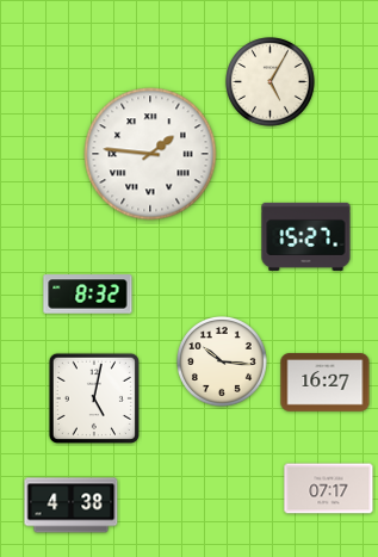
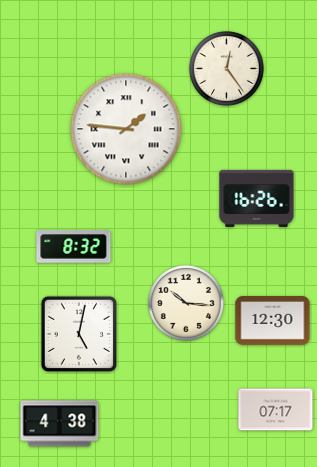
clock at (271, 82): 5:05 -> 12:24
clock at (306, 236): 15:27 -> 16:26
clock at (326, 383): 16:27 -> 12:30
